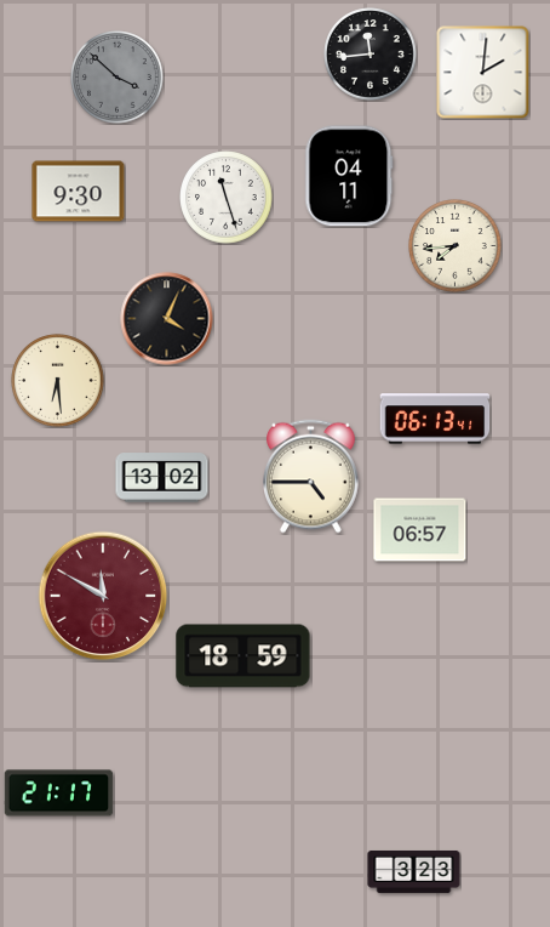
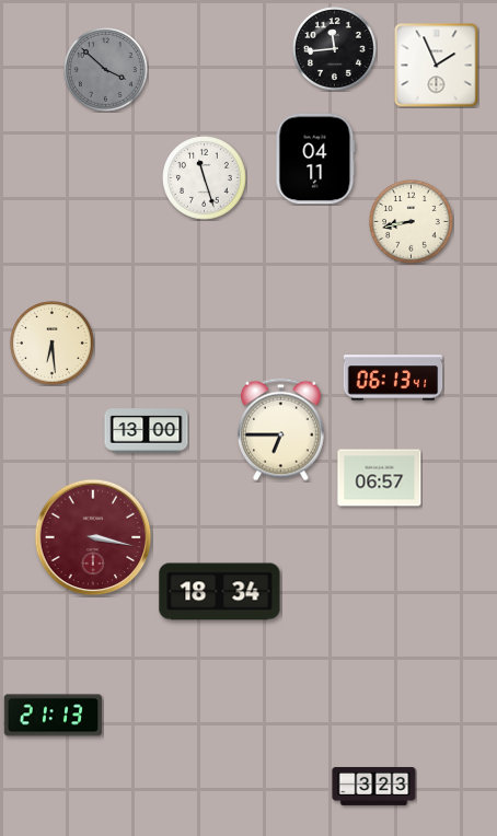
clock at (483, 73): 2:01 -> 1:56
clock at (79, 192): 9:30 -> none
clock at (456, 246): 7:44 -> 8:43
clock at (167, 319): 4:04 -> none
clock at (311, 477): 4:45 -> 6:45
clock at (162, 478): 13:02 -> 13:00
clock at (103, 596): 11:50 -> 3:17
clock at (244, 656): 18:59 -> 18:34
clock at (59, 794): 21:17 -> 21:13
